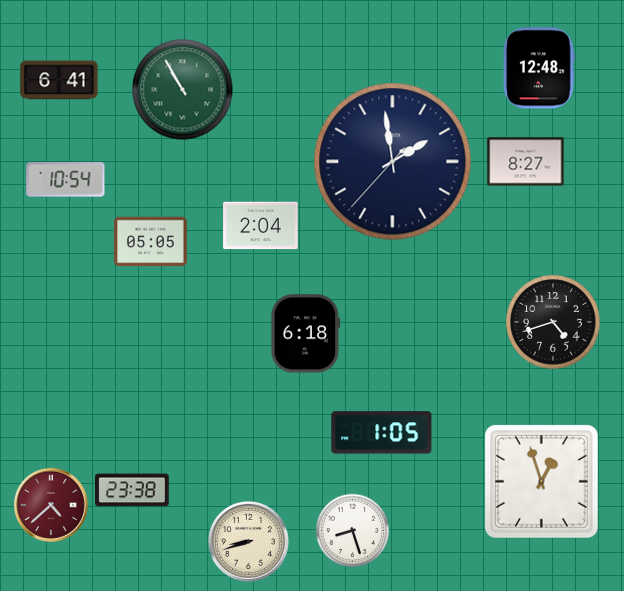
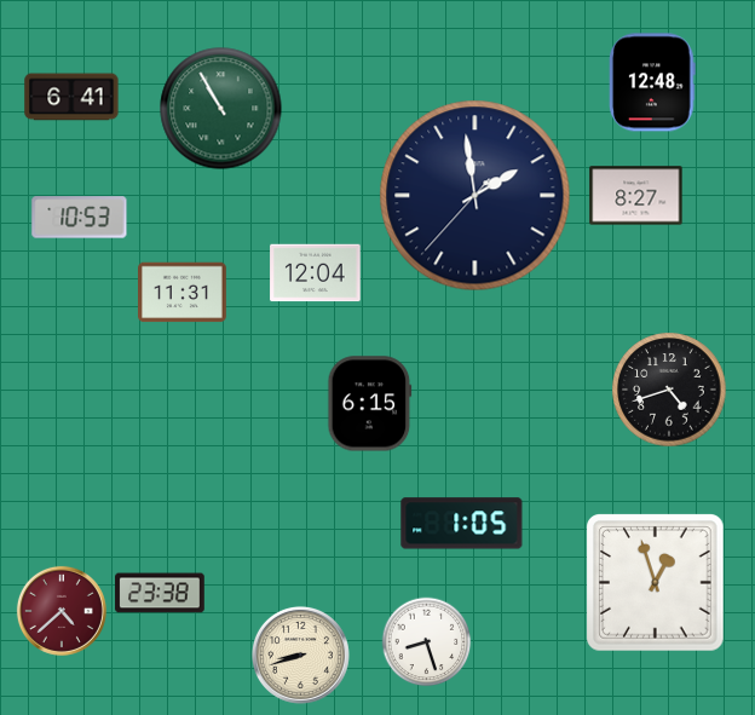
clock at (66, 180): 10:54 -> 10:53
clock at (261, 226): 2:04 -> 12:04
clock at (151, 242): 05:05 -> 11:31
clock at (306, 334): 6:18 -> 6:15
